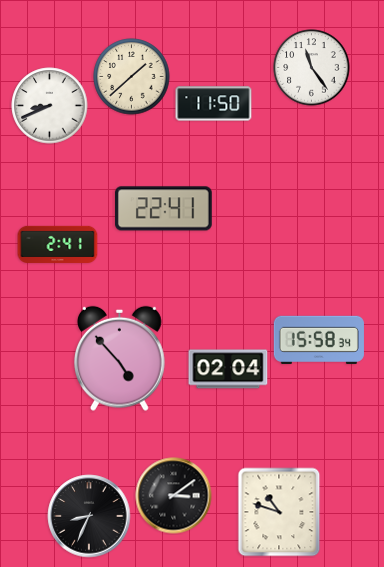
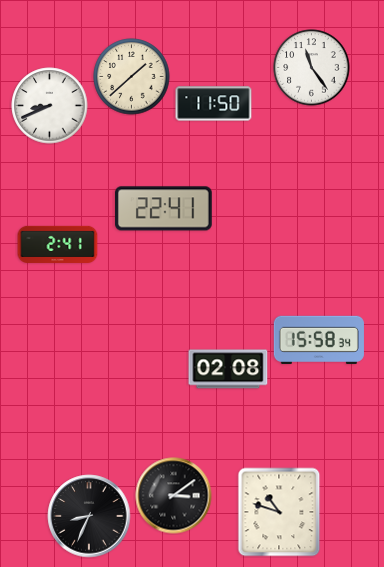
clock at (120, 358): 4:53 -> none
clock at (228, 369): 02:04 -> 02:08
